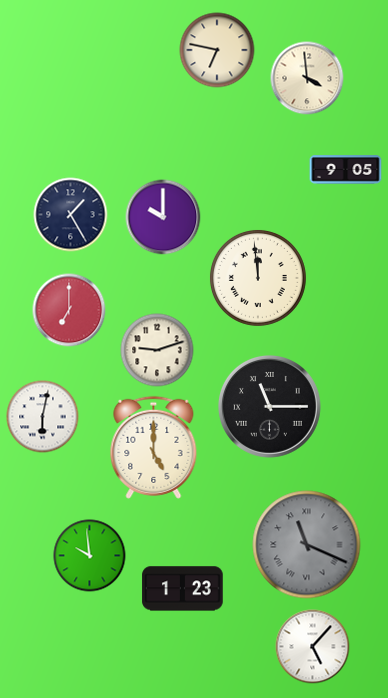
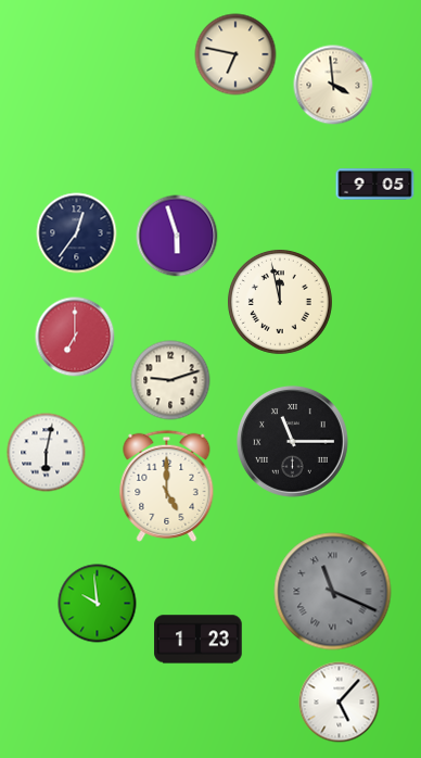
clock at (71, 215): 1:25 -> 12:36
clock at (163, 217): 10:00 -> 5:57
clock at (258, 278): 11:59 -> 11:58
